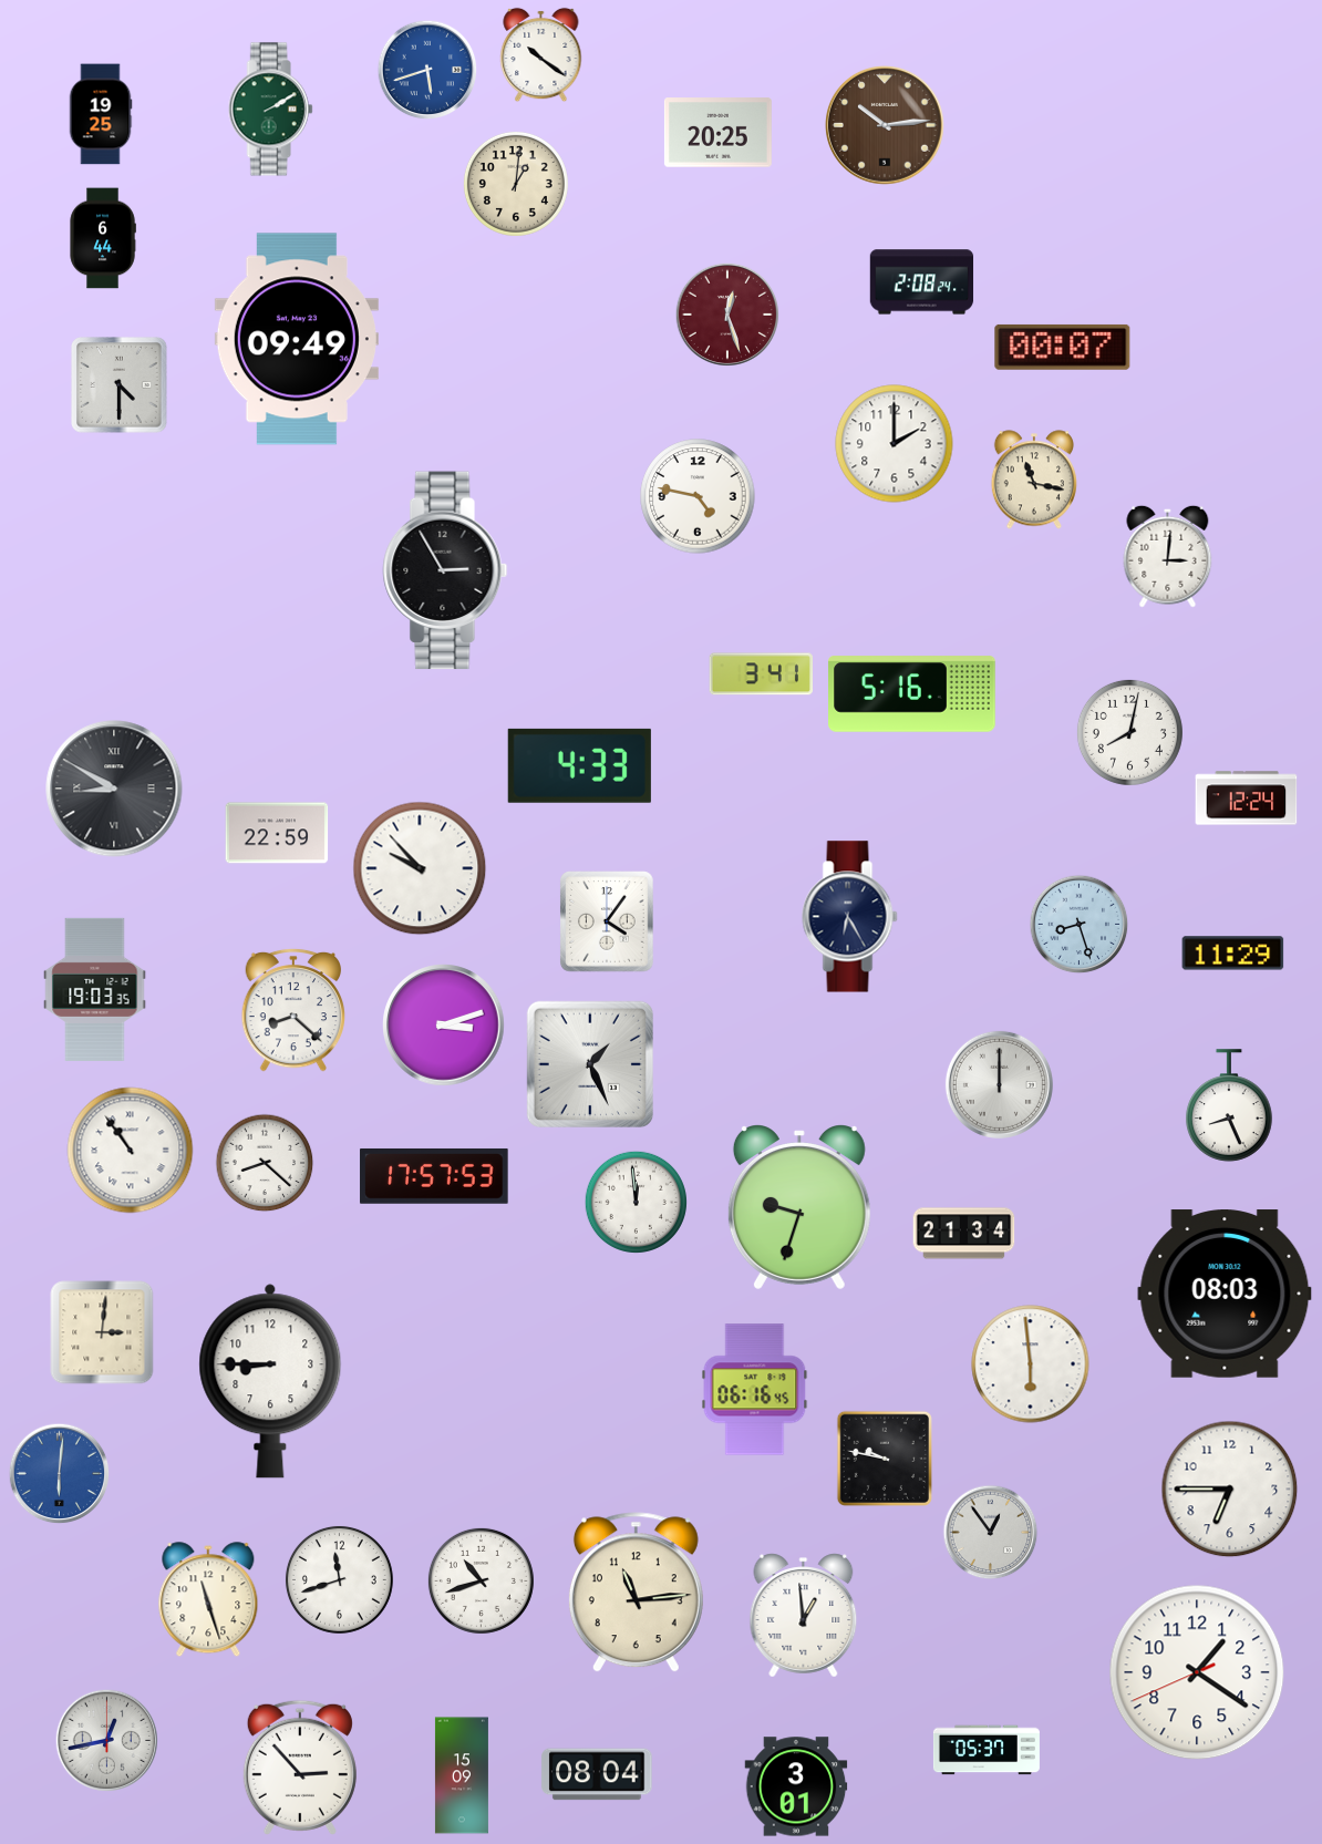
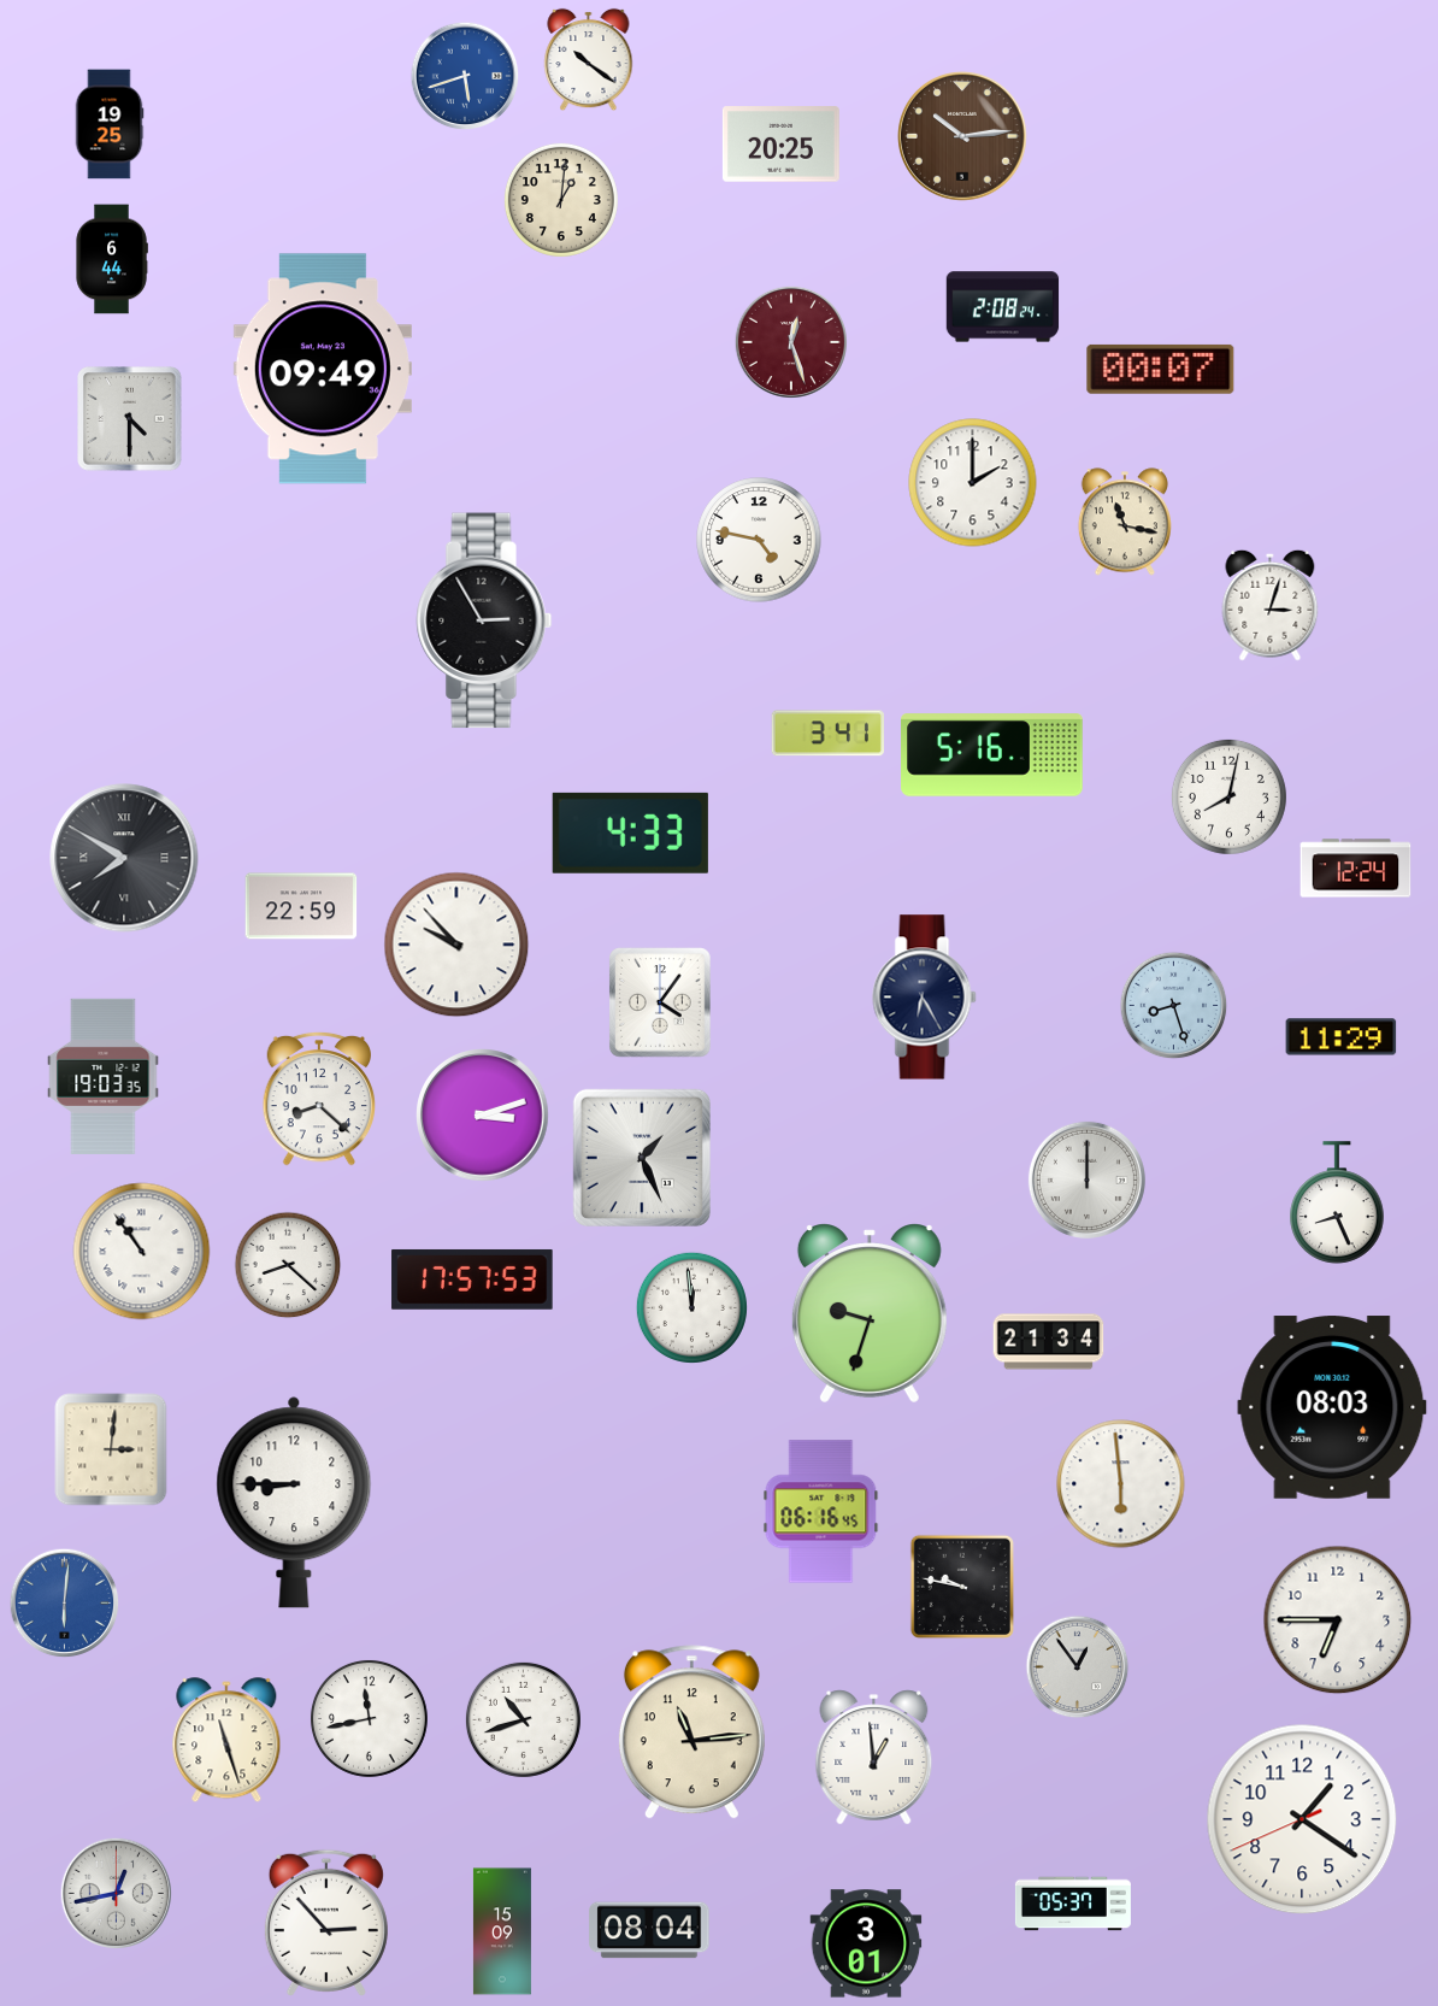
clock at (270, 110): 2:10 -> none
clock at (1063, 347) position: (1063, 347) -> (1161, 369)
clock at (1168, 556): 3:01 -> 3:03
clock at (114, 789): 8:50 -> 7:50
clock at (339, 1579): 11:42 -> 11:43
